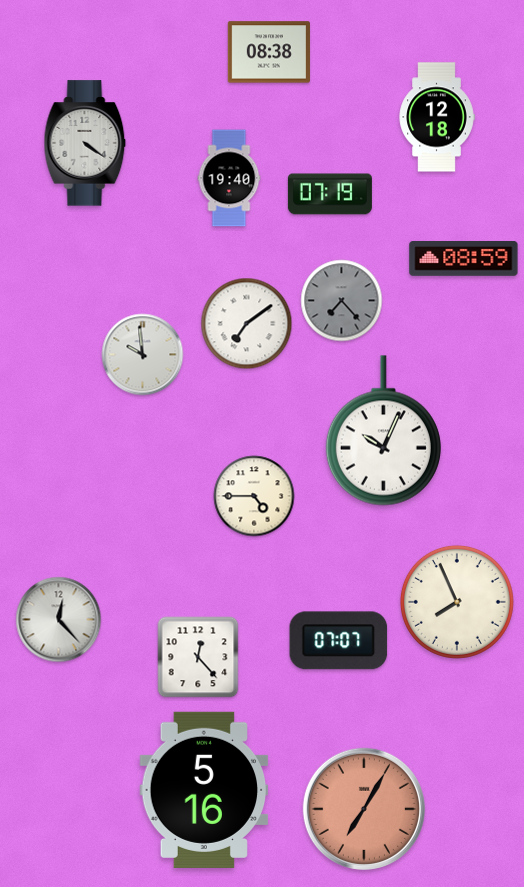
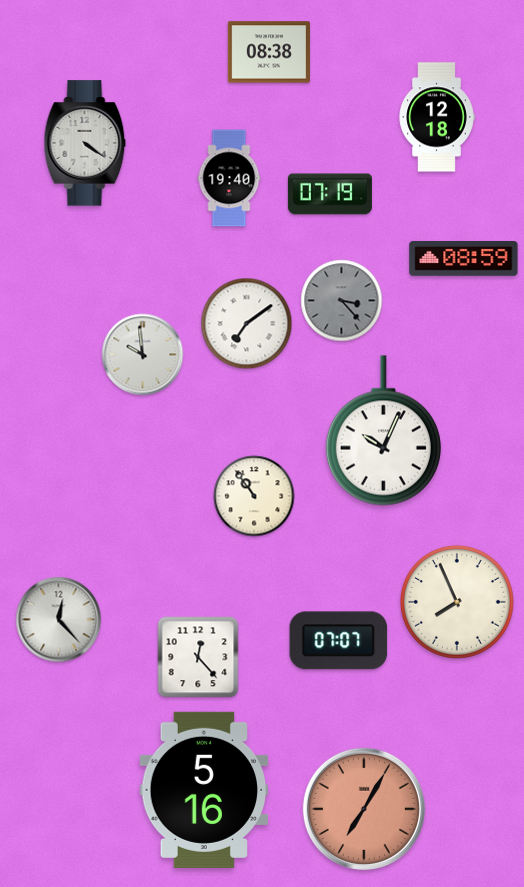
clock at (342, 301): 7:23 -> 3:23
clock at (254, 496): 4:45 -> 10:54
